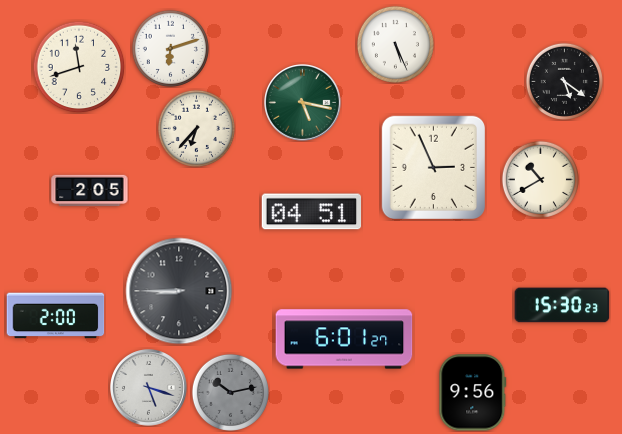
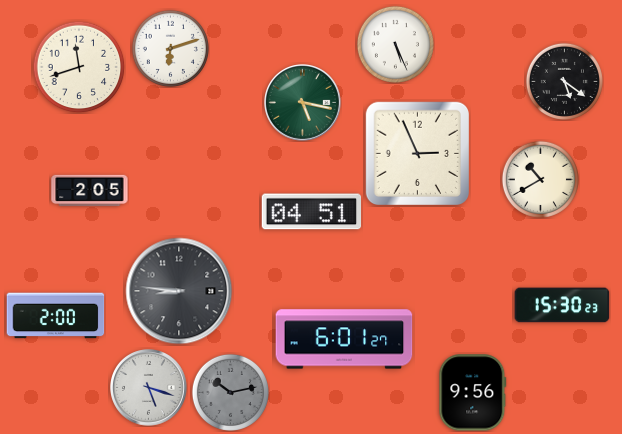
clock at (196, 128): 6:37 -> none
clock at (433, 167) position: (433, 167) -> (417, 153)
clock at (179, 291): 8:45 -> 8:46
